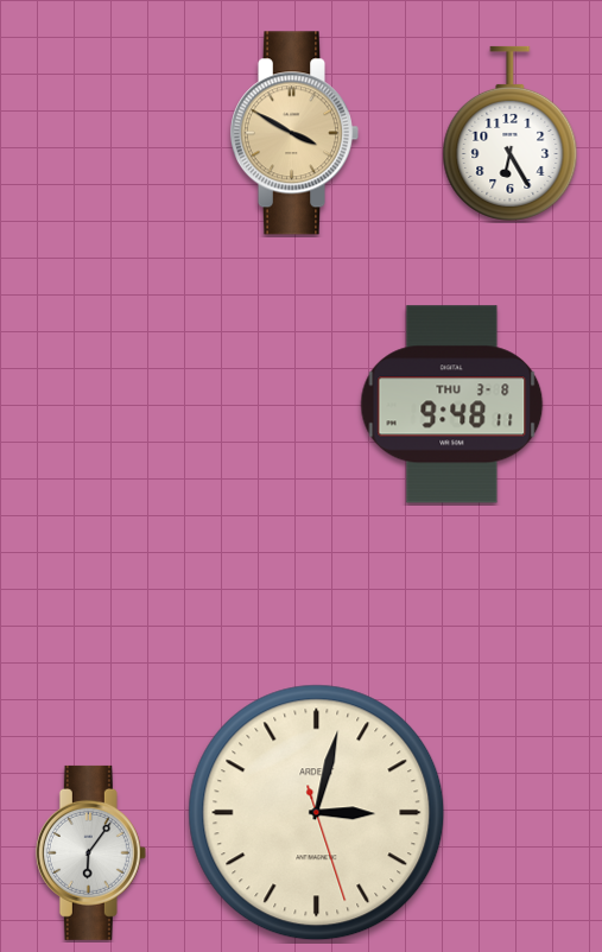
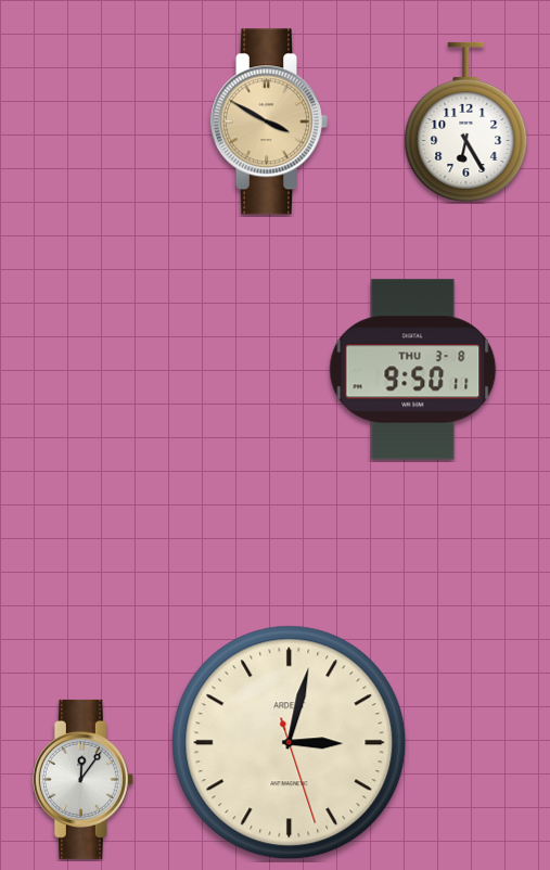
clock at (452, 405): 9:48 -> 9:50
clock at (90, 852): 6:06 -> 12:06
